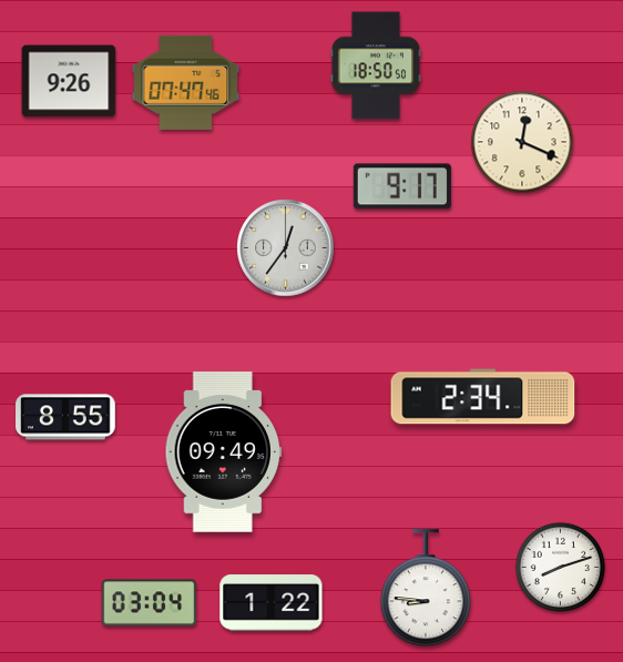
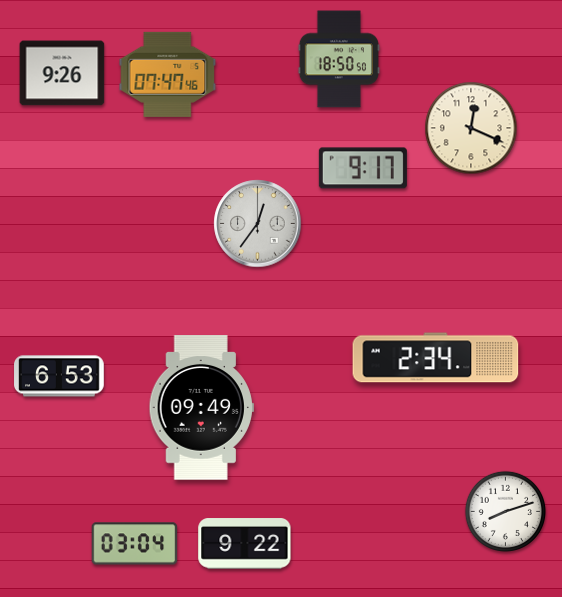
clock at (65, 417): 8:55 -> 6:53
clock at (426, 589): 8:46 -> none
clock at (272, 603): 1:22 -> 9:22
